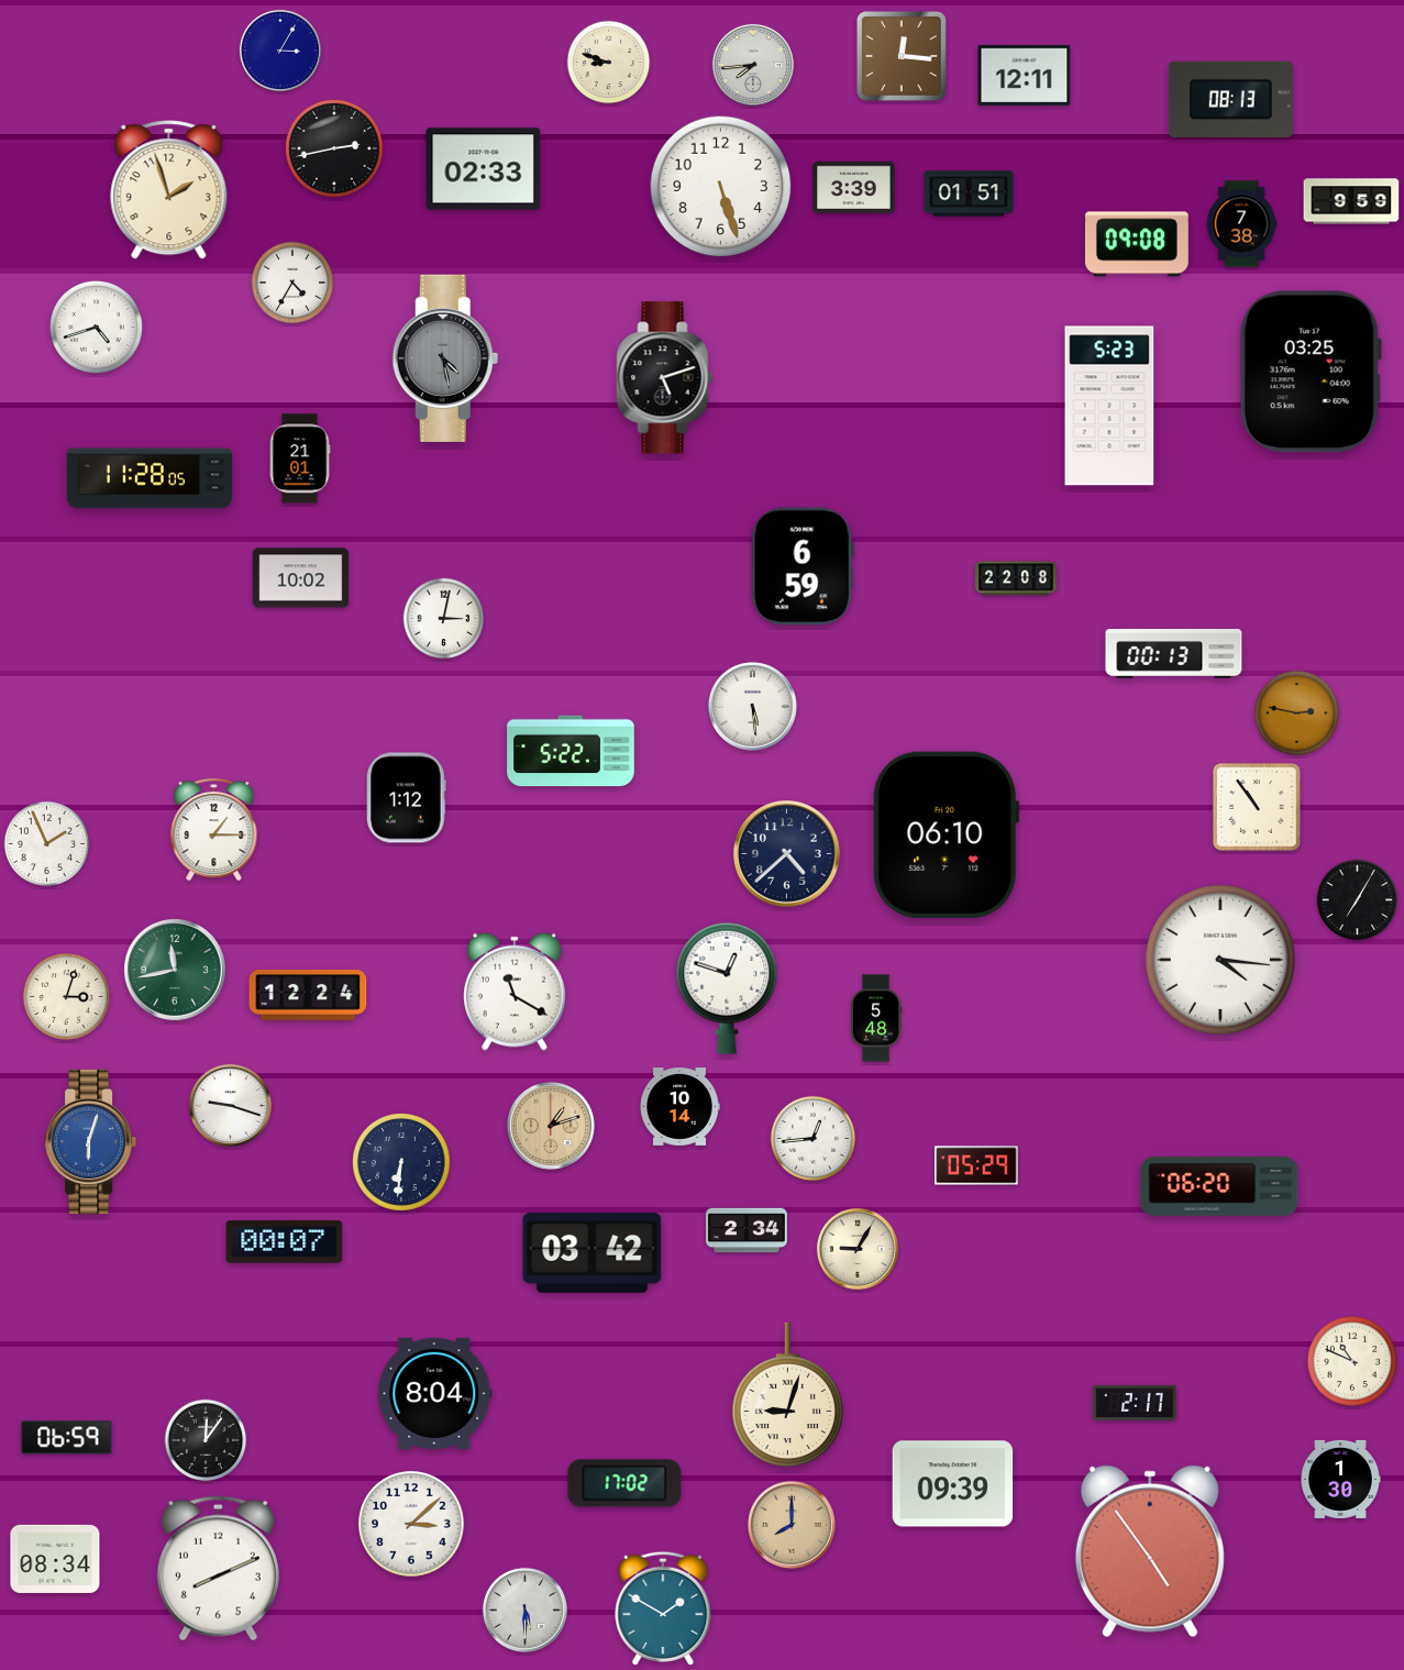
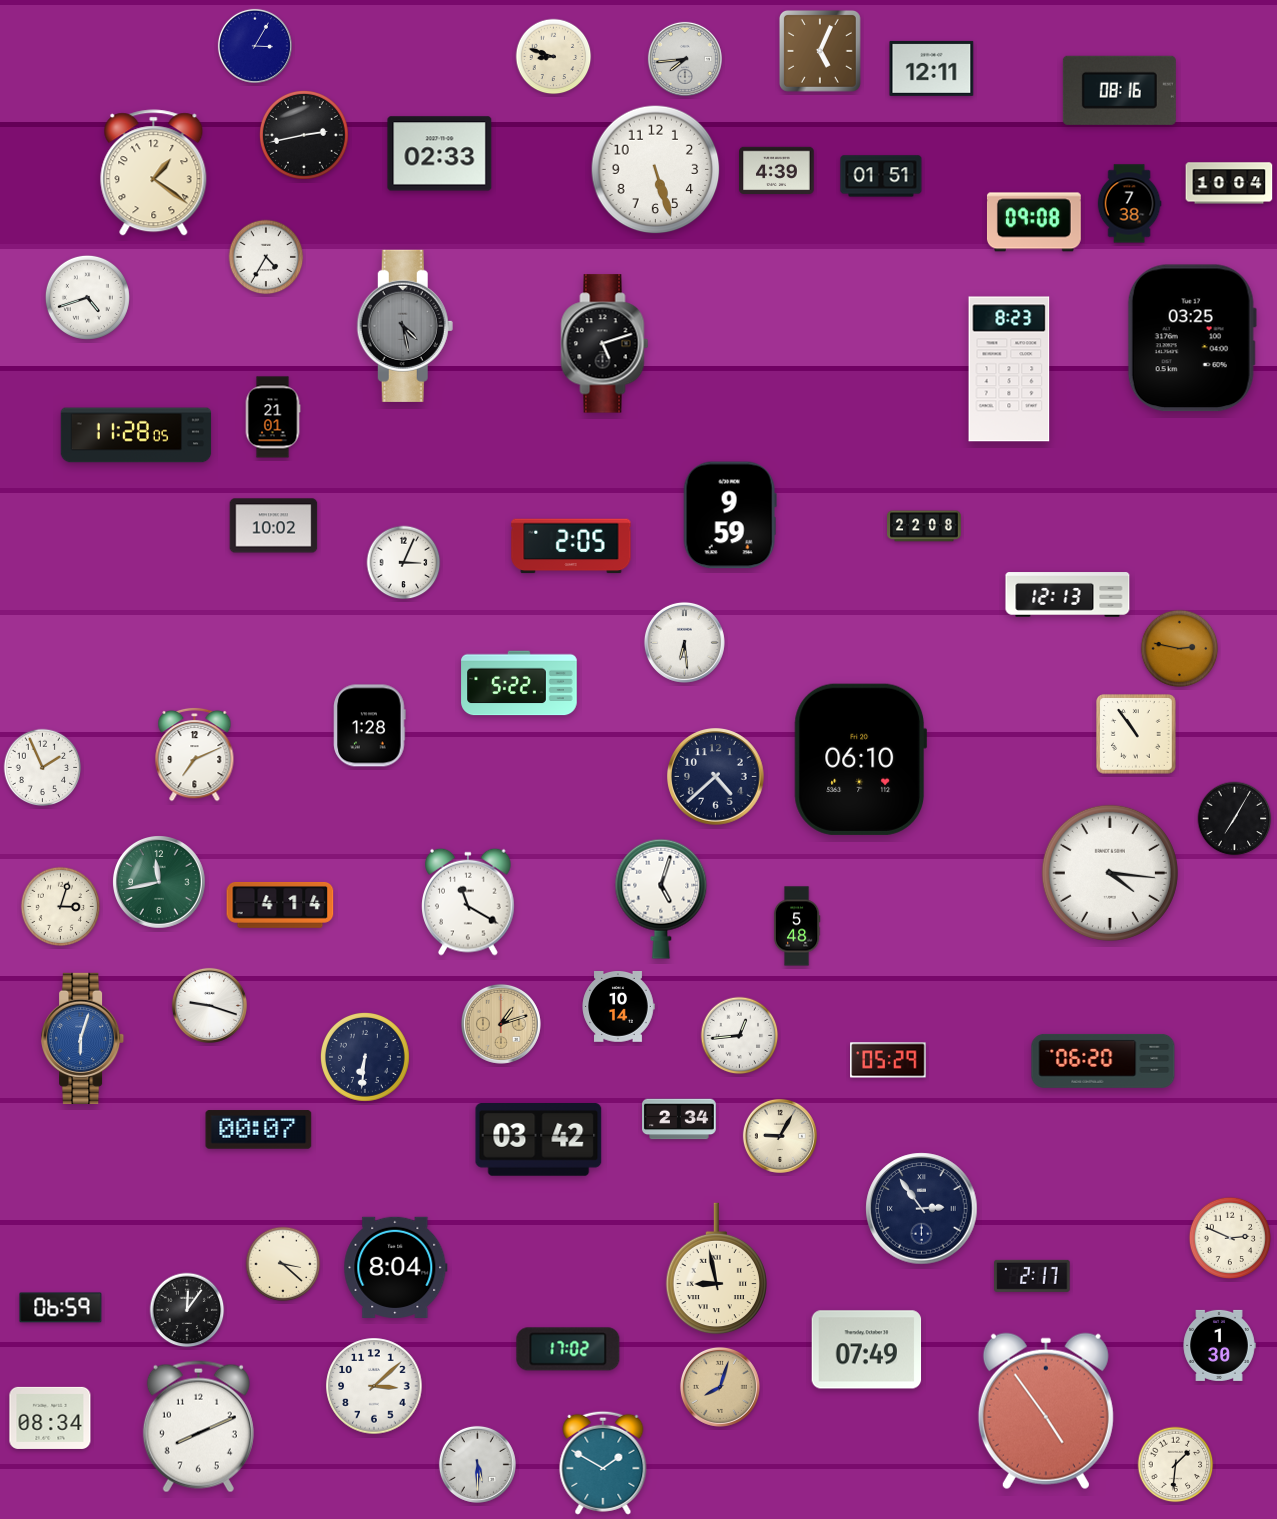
clock at (902, 56): 12:16 -> 5:04
clock at (1230, 99): 08:13 -> 08:16
clock at (854, 188): 3:39 -> 4:39
clock at (169, 190): 1:57 -> 1:21
clock at (1351, 201): 9:59 -> 10:04
clock at (1109, 406): 5:23 -> 8:23
clock at (803, 566): 6:59 -> 9:59
clock at (571, 546): none -> 2:05
clock at (444, 619): 3:02 -> 3:04
clock at (1174, 654): 00:13 -> 12:13
clock at (752, 706): 5:29 -> 6:29
clock at (407, 798): 1:12 -> 1:28
clock at (1257, 807) position: (1257, 807) -> (1136, 734)
clock at (214, 829): 1:15 -> 7:11
clock at (727, 988): 12:48 -> 5:03
clock at (308, 995): 12:24 -> 4:14
clock at (1219, 1186) position: (1219, 1186) -> (1103, 1061)
clock at (922, 1209): none -> 2:54
clock at (1352, 1361): 10:49 -> 2:49
clock at (283, 1264): none -> 3:22
clock at (787, 1395): 9:03 -> 8:58
clock at (953, 1484): 09:39 -> 07:49
clock at (792, 1525): 8:00 -> 8:03
clock at (1176, 1465): none -> 1:31
